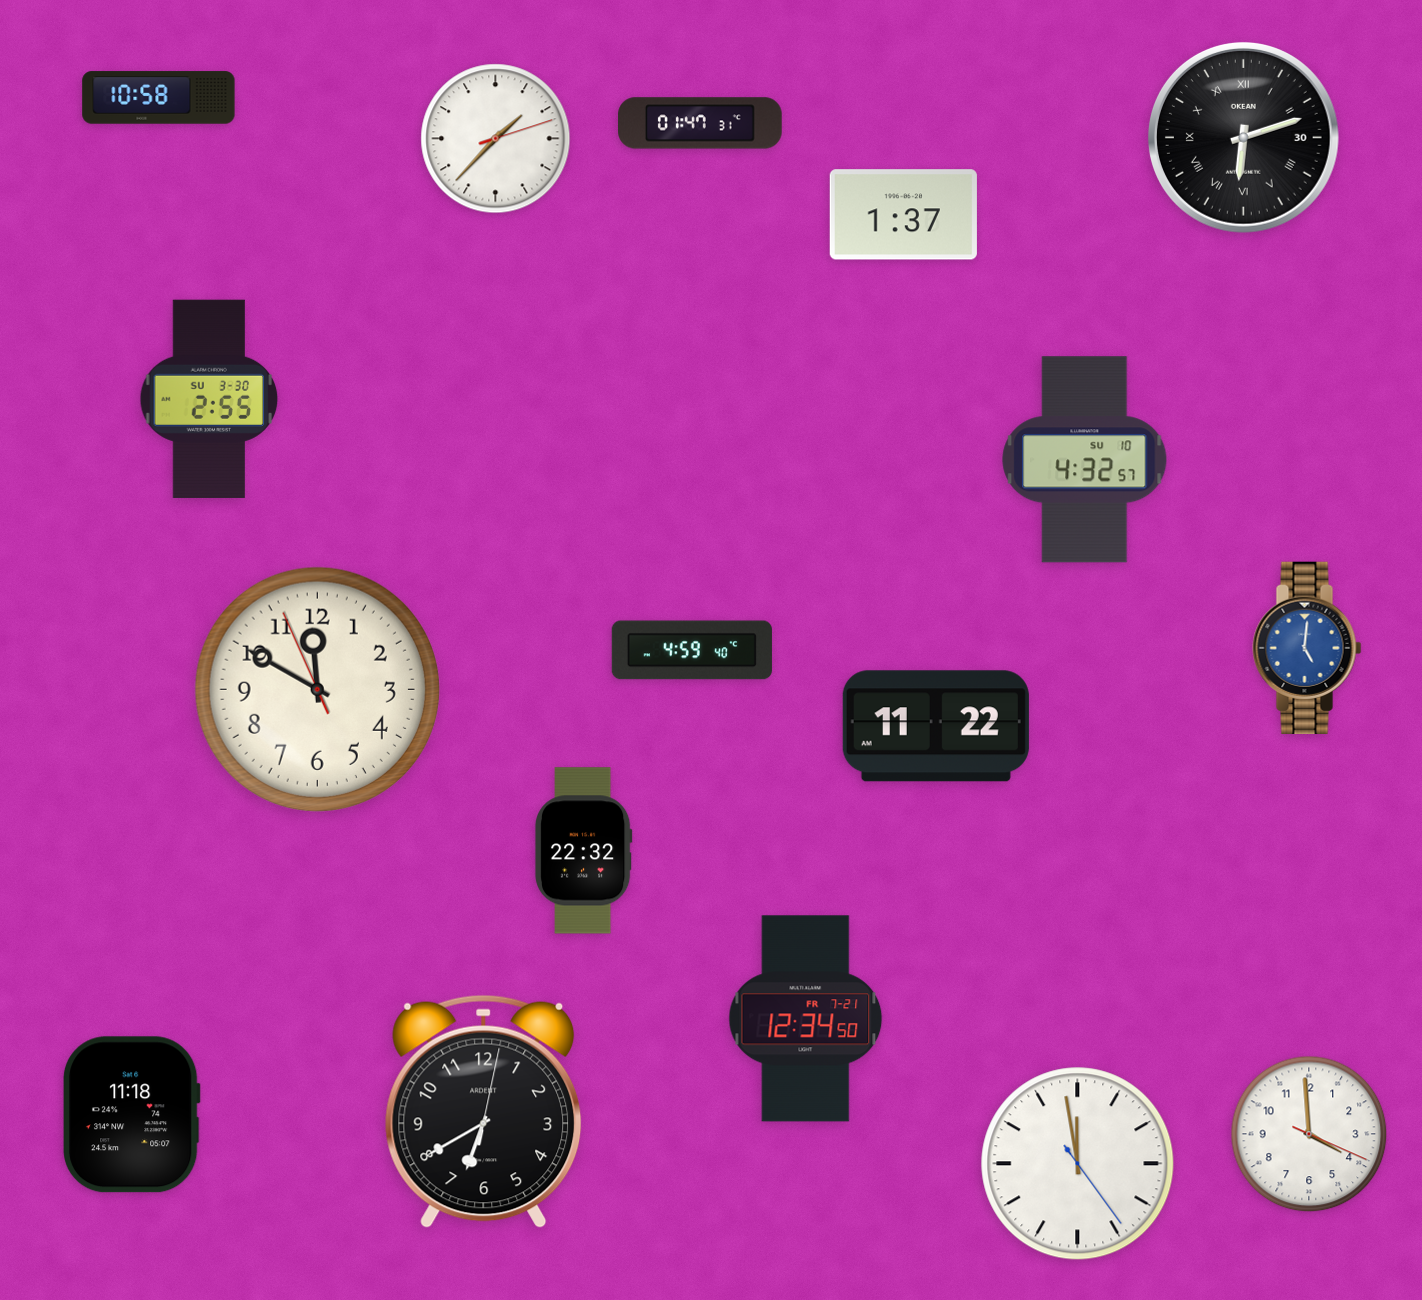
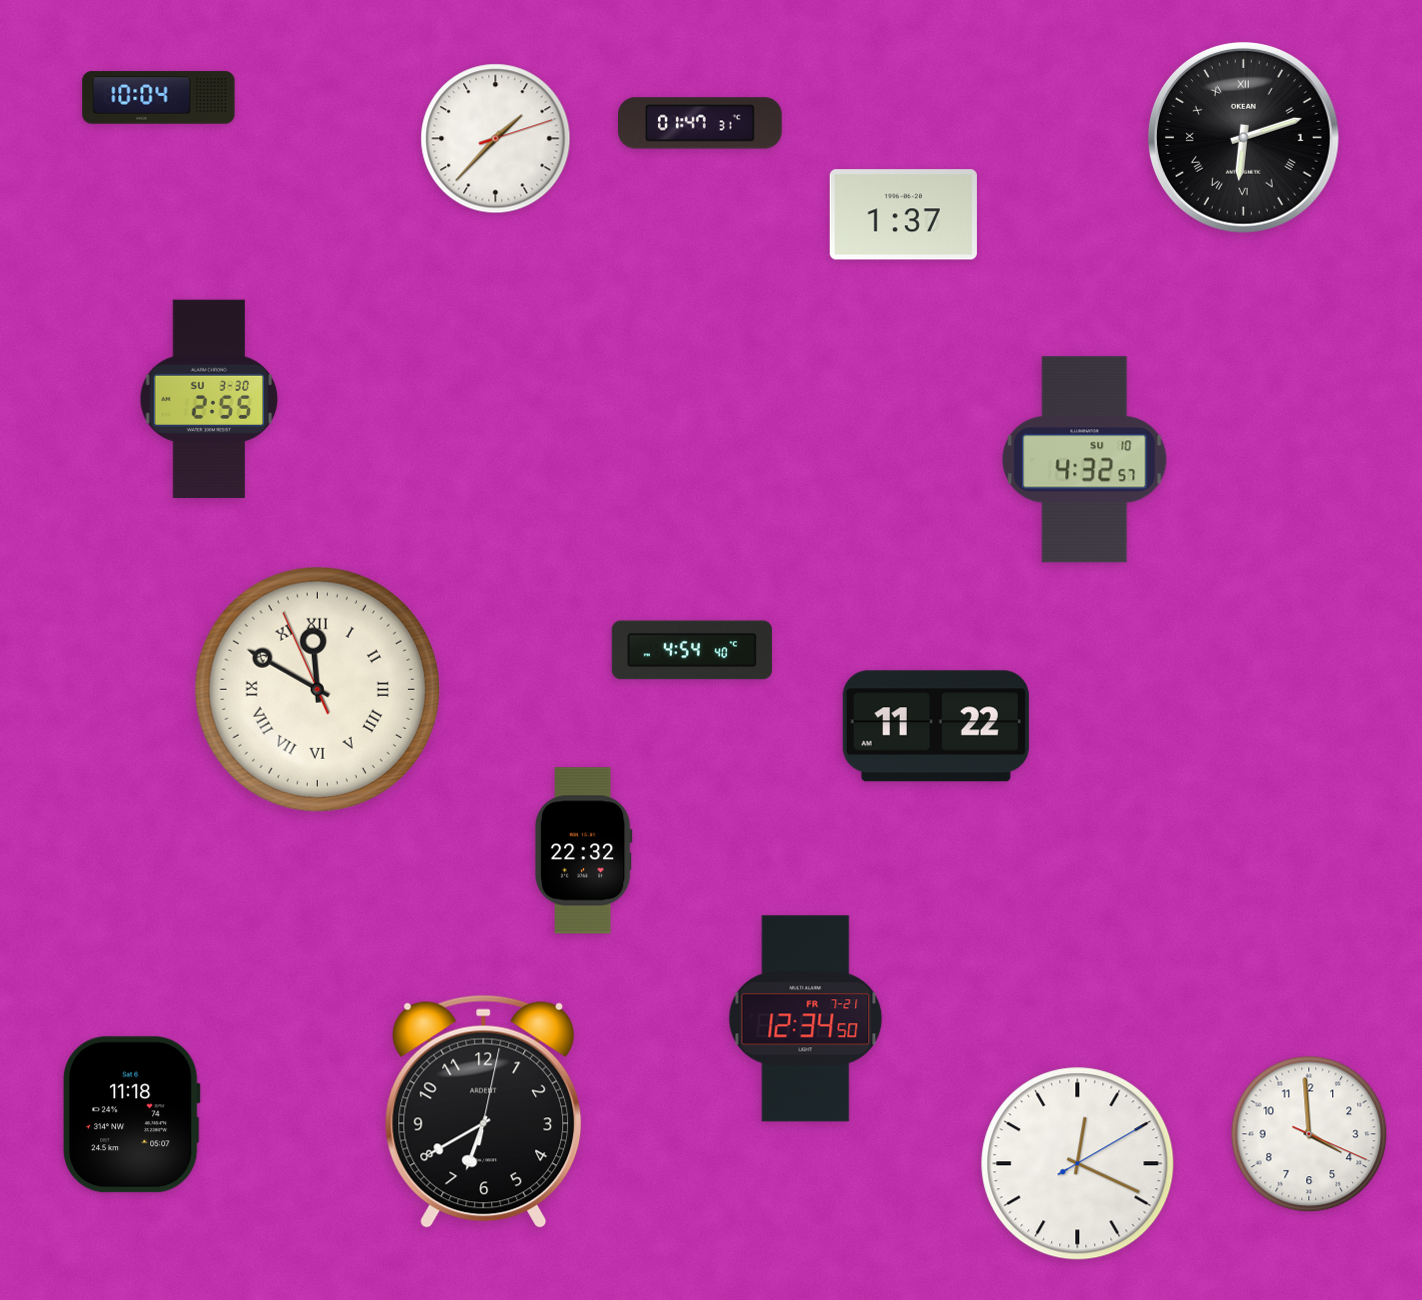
clock at (159, 98): 10:58 -> 10:04
clock at (1243, 137) date: 30 -> 1
clock at (1307, 648): 5:01 -> none
clock at (692, 650): 4:59 -> 4:54
clock at (317, 689) numerals: Arabic -> Roman
clock at (1078, 1164): 11:58 -> 12:19
